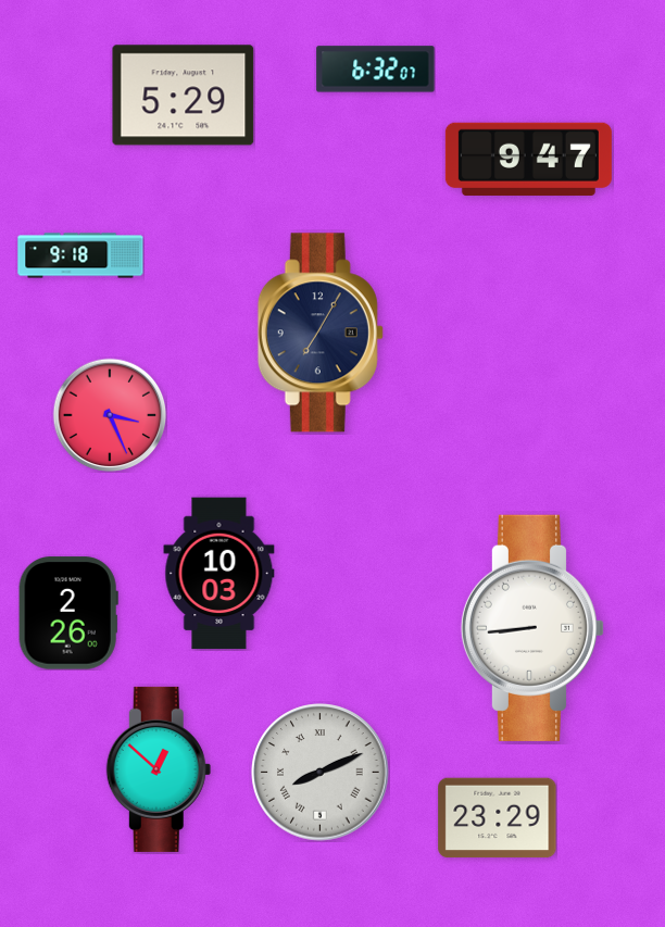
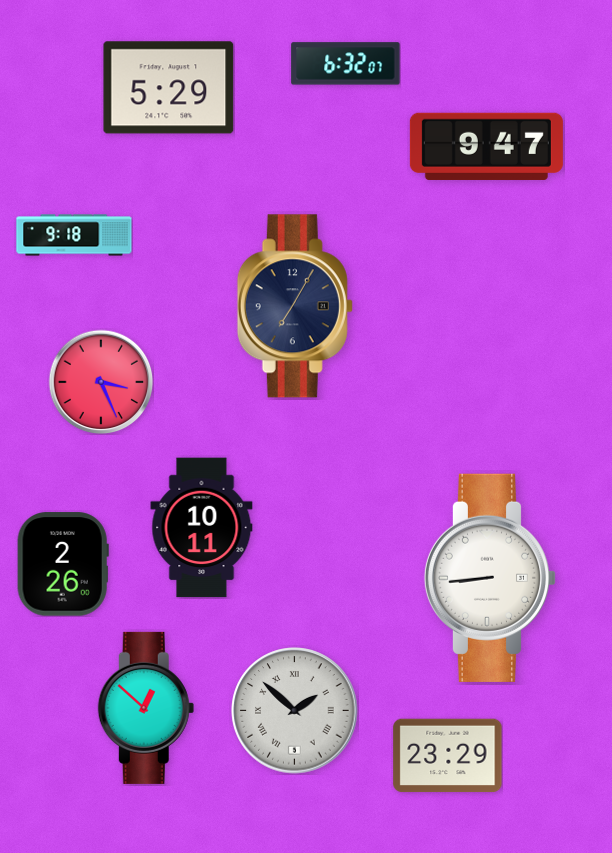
clock at (219, 574): 10:03 -> 10:11
clock at (321, 773): 8:11 -> 1:52
clock at (498, 818) position: (498, 818) -> (448, 756)
